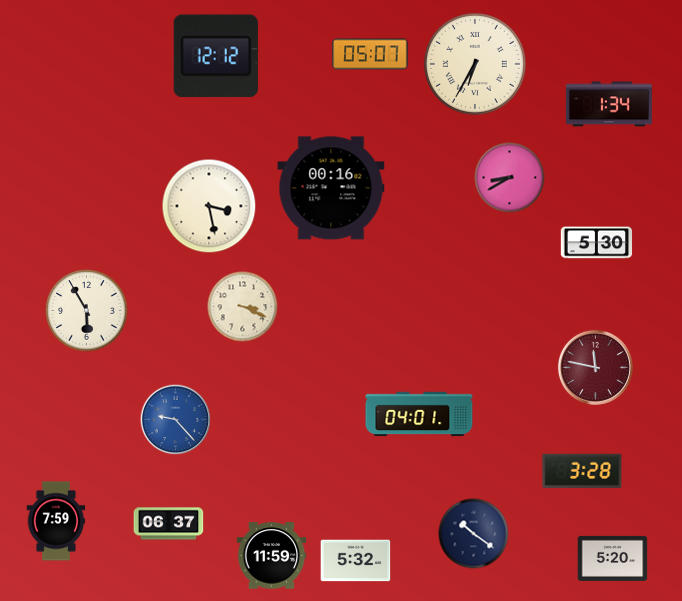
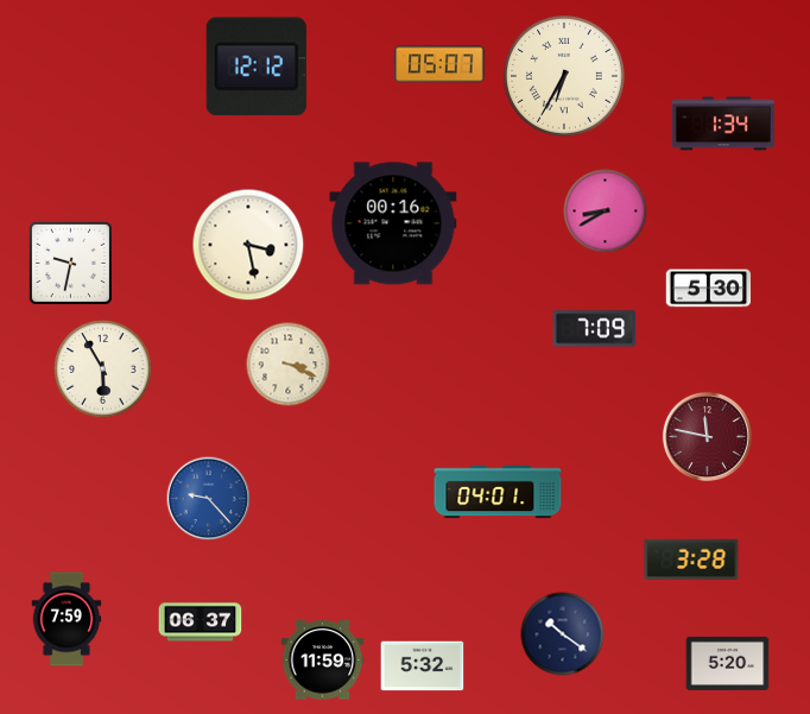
clock at (70, 263): none -> 9:32
clock at (595, 329): none -> 7:09
